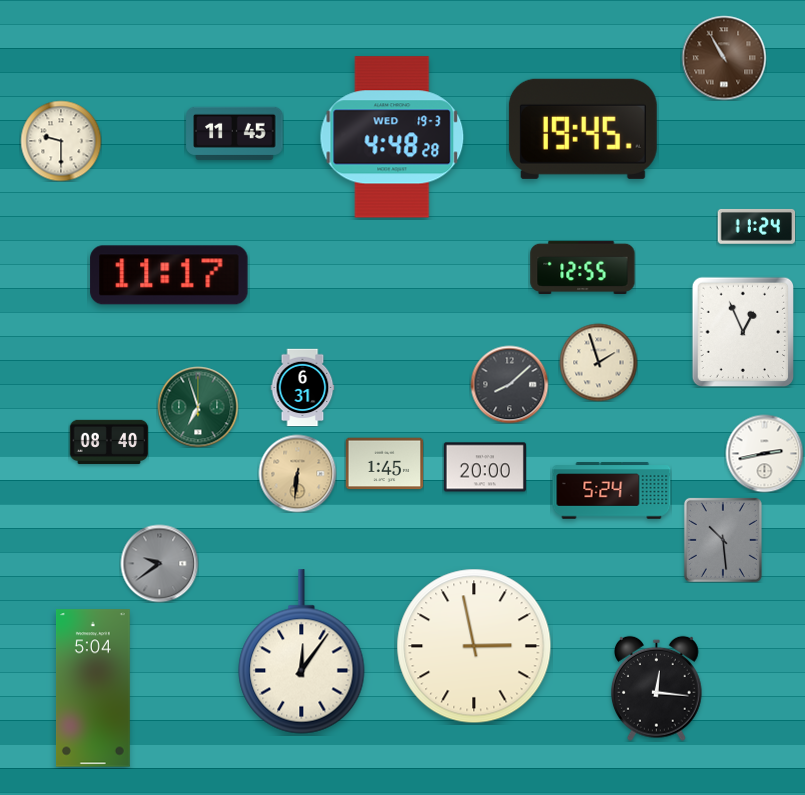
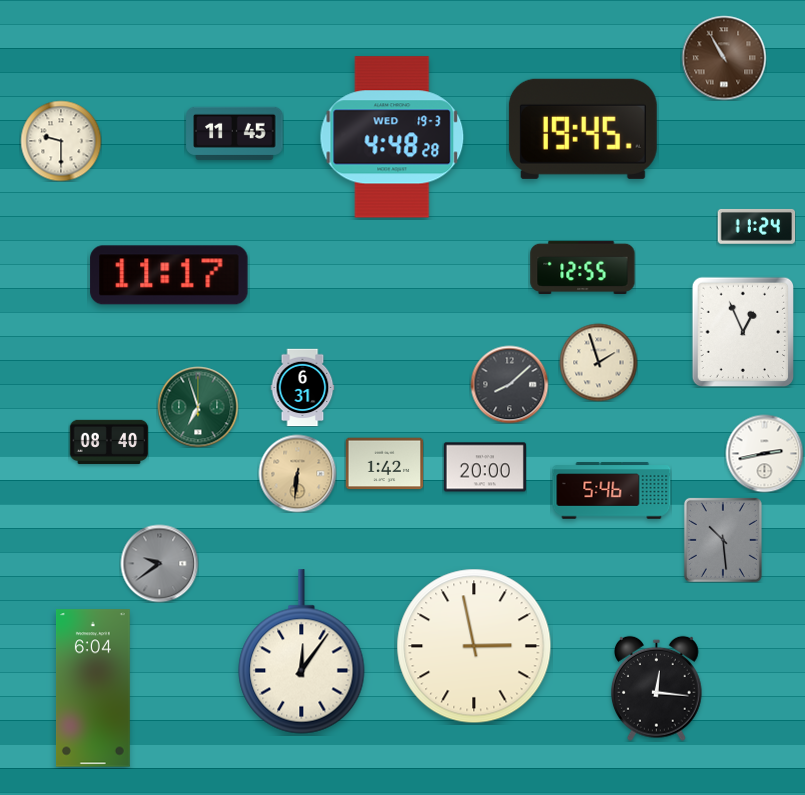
clock at (384, 464): 1:45 -> 1:42
clock at (612, 491): 5:24 -> 5:46
clock at (93, 688): 5:04 -> 6:04
